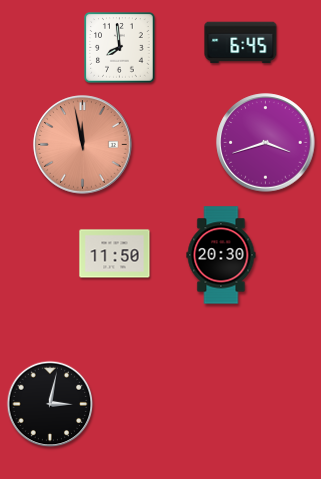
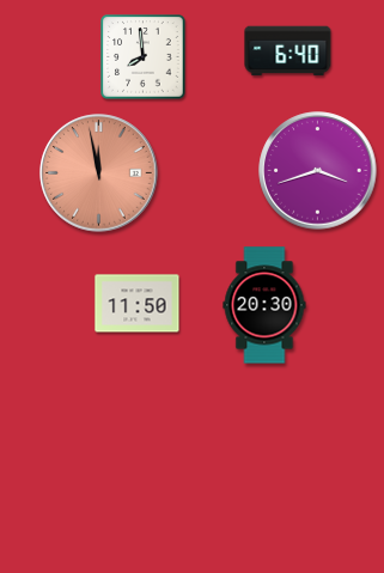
clock at (241, 43): 6:45 -> 6:40
clock at (50, 404): 3:02 -> none
